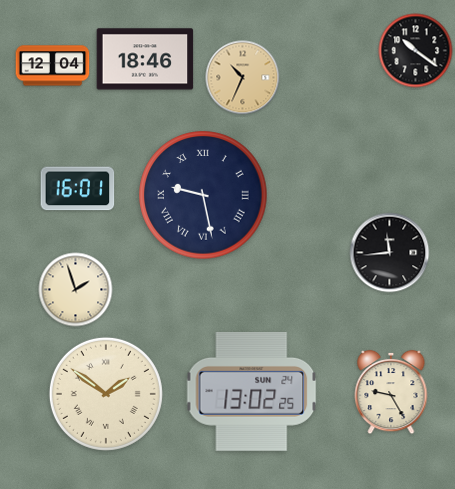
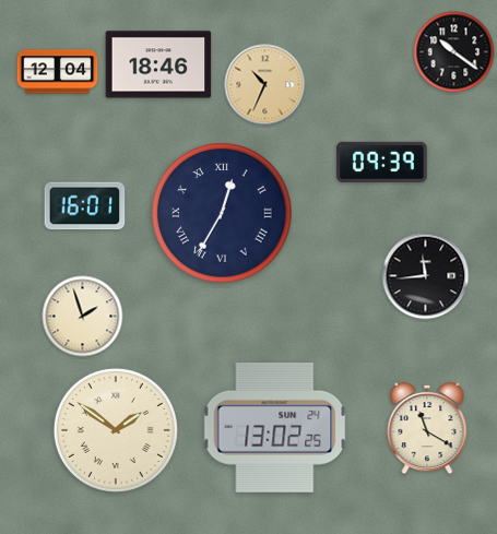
clock at (416, 51) position: (416, 51) -> (454, 52)
clock at (382, 162): none -> 09:39
clock at (203, 195): 9:28 -> 12:35
clock at (391, 392): 9:25 -> 11:20
